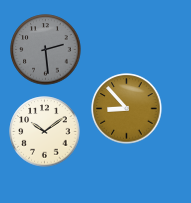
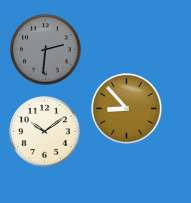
clock at (46, 50): 2:29 -> 2:31
